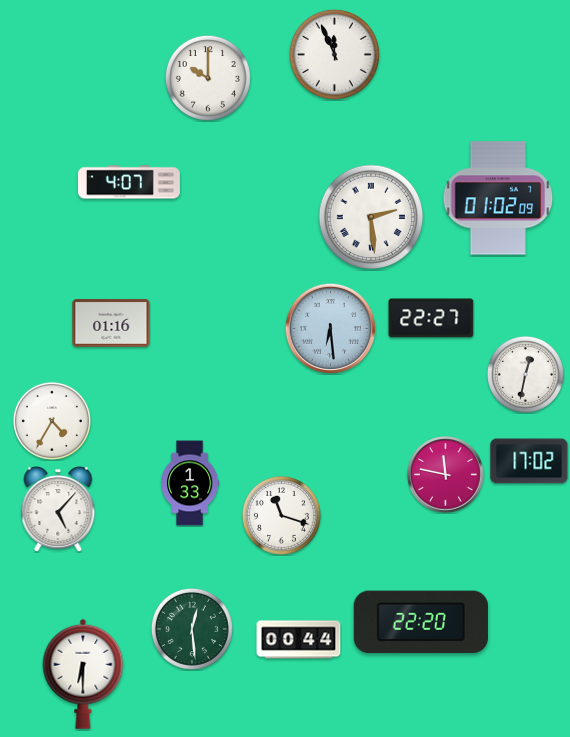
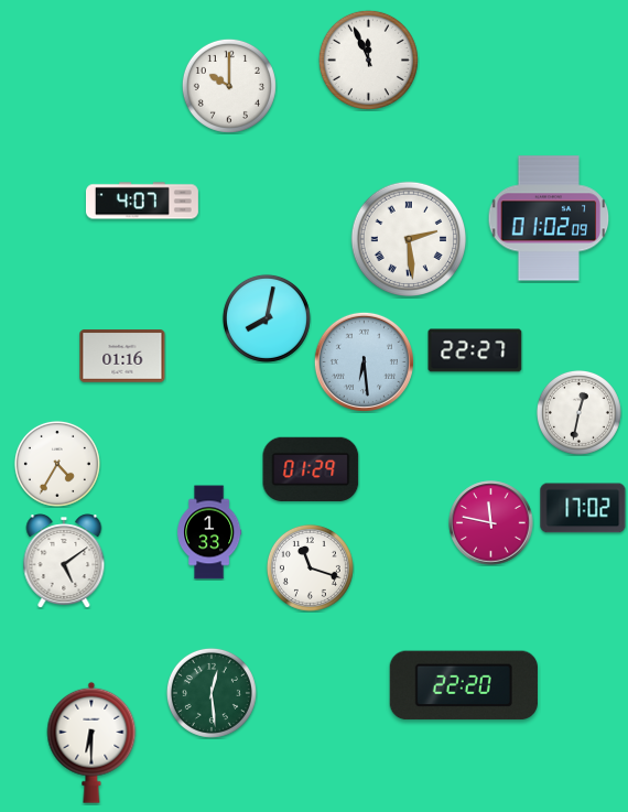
clock at (267, 318): none -> 8:02
clock at (311, 469): none -> 01:29
clock at (58, 509): 5:07 -> 5:09
clock at (299, 640): 00:44 -> none
